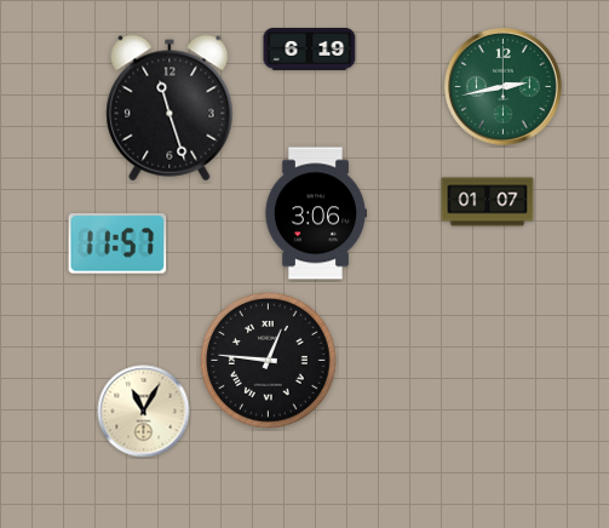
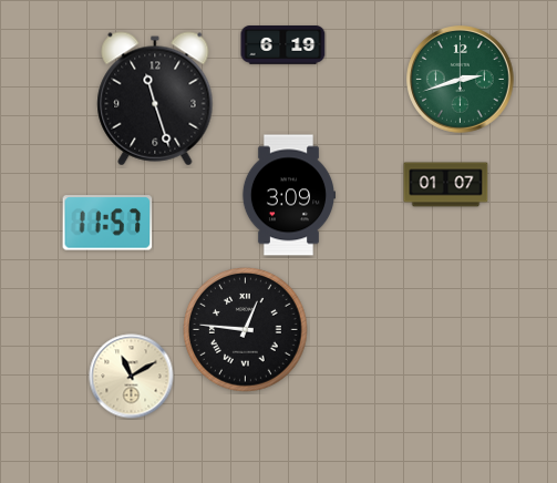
clock at (504, 87): 2:43 -> 2:42
clock at (315, 213): 3:06 -> 3:09
clock at (144, 412): 11:05 -> 11:10
